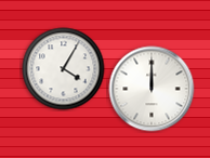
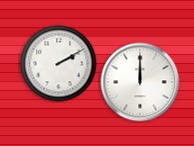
clock at (64, 69): 4:05 -> 2:10
